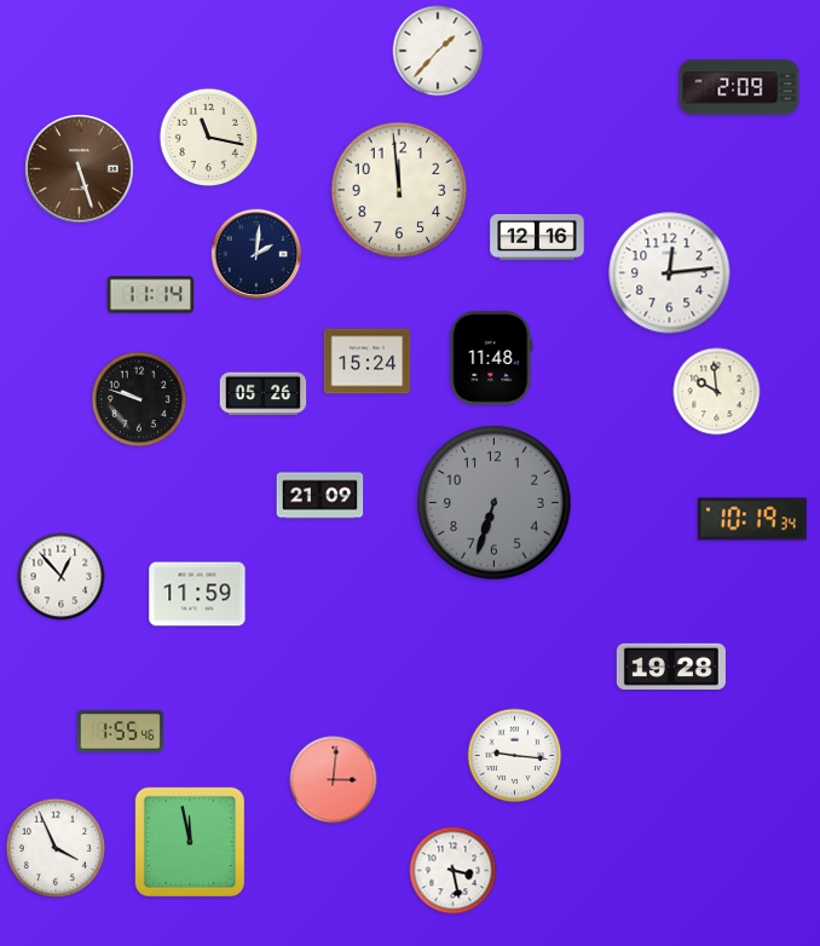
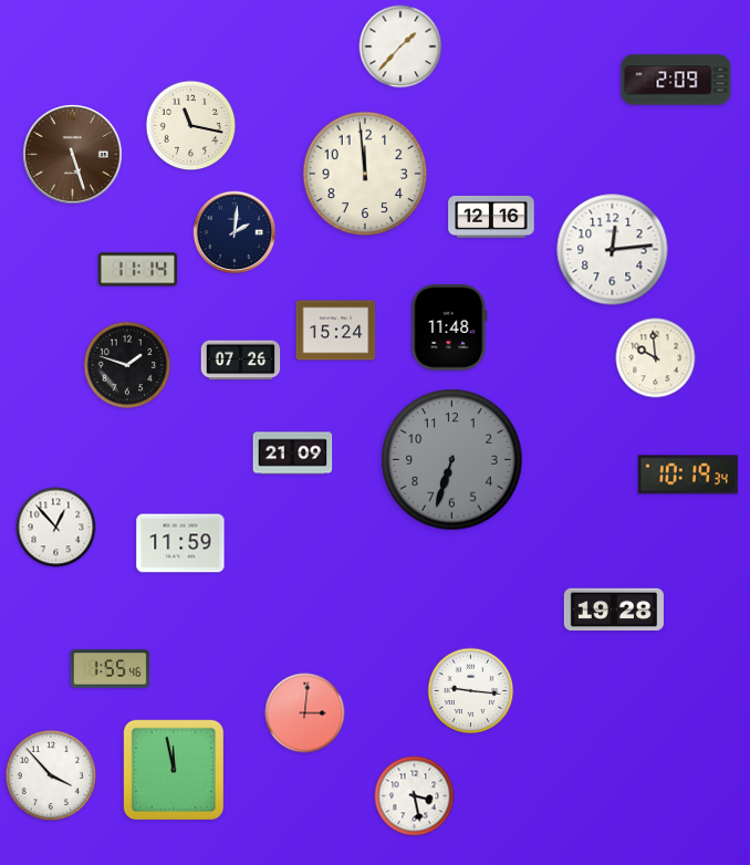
clock at (264, 394): 05:26 -> 07:26
clock at (139, 399): 9:48 -> 1:48
clock at (56, 848): 3:56 -> 3:53
